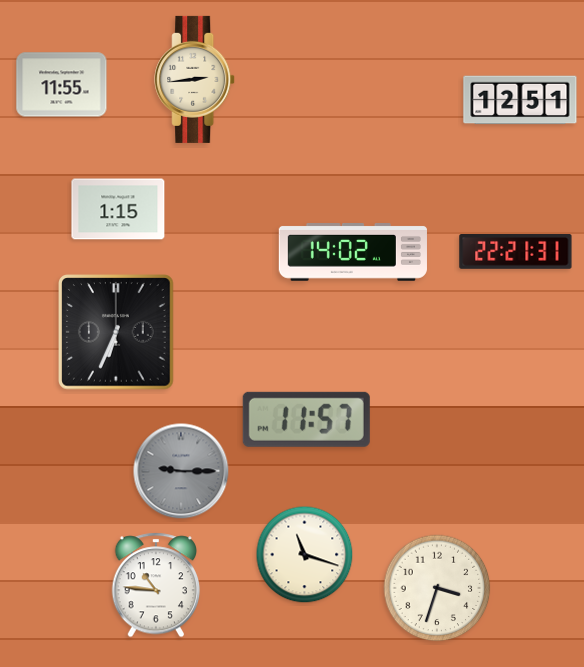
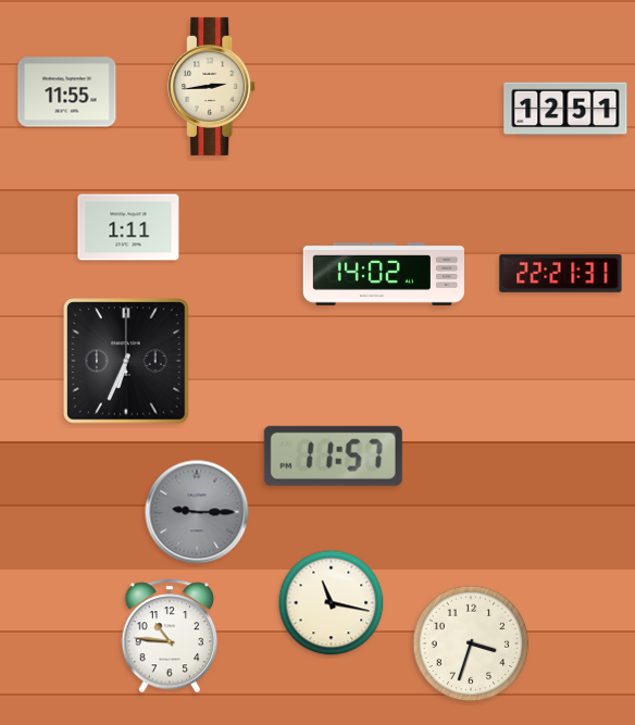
clock at (118, 209): 1:15 -> 1:11
clock at (305, 555): 11:18 -> 11:17
clock at (437, 588) position: (437, 588) -> (471, 643)
